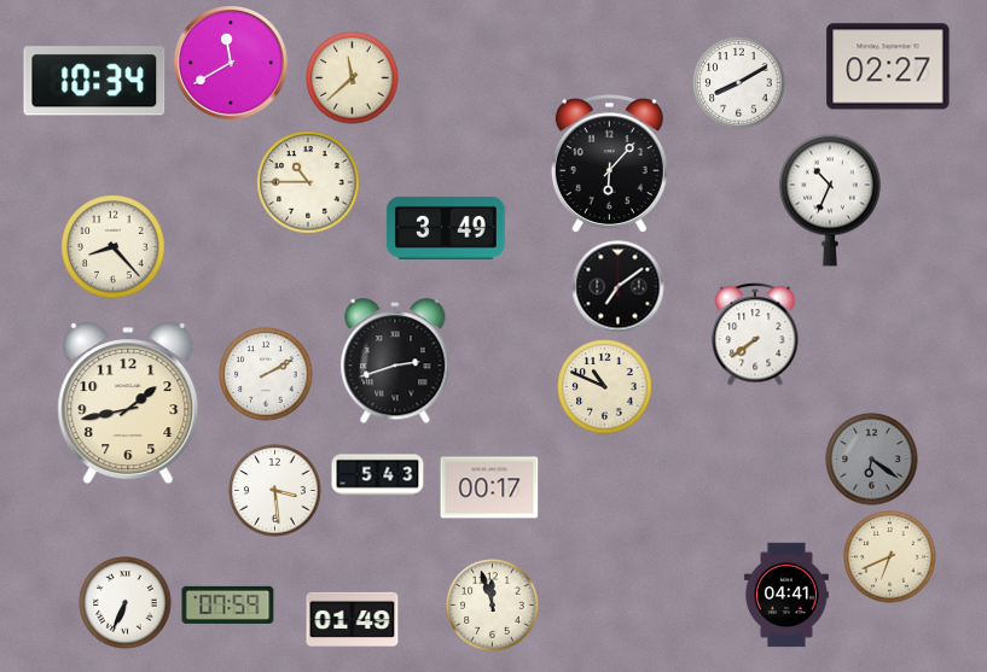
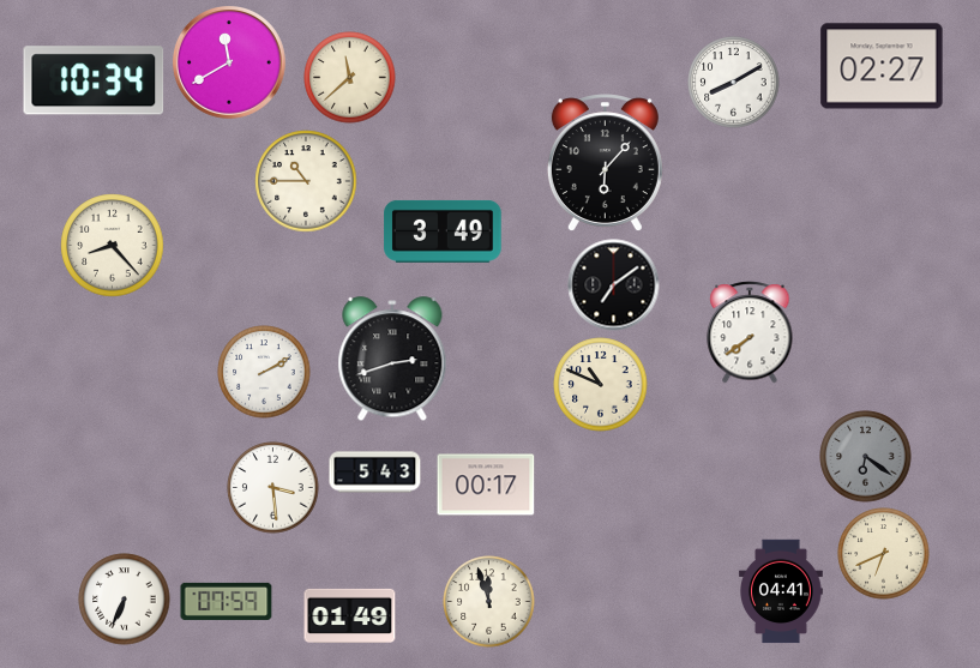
clock at (830, 200): 10:34 -> none
clock at (446, 228) position: (446, 228) -> (443, 231)
clock at (128, 404): 1:43 -> none
